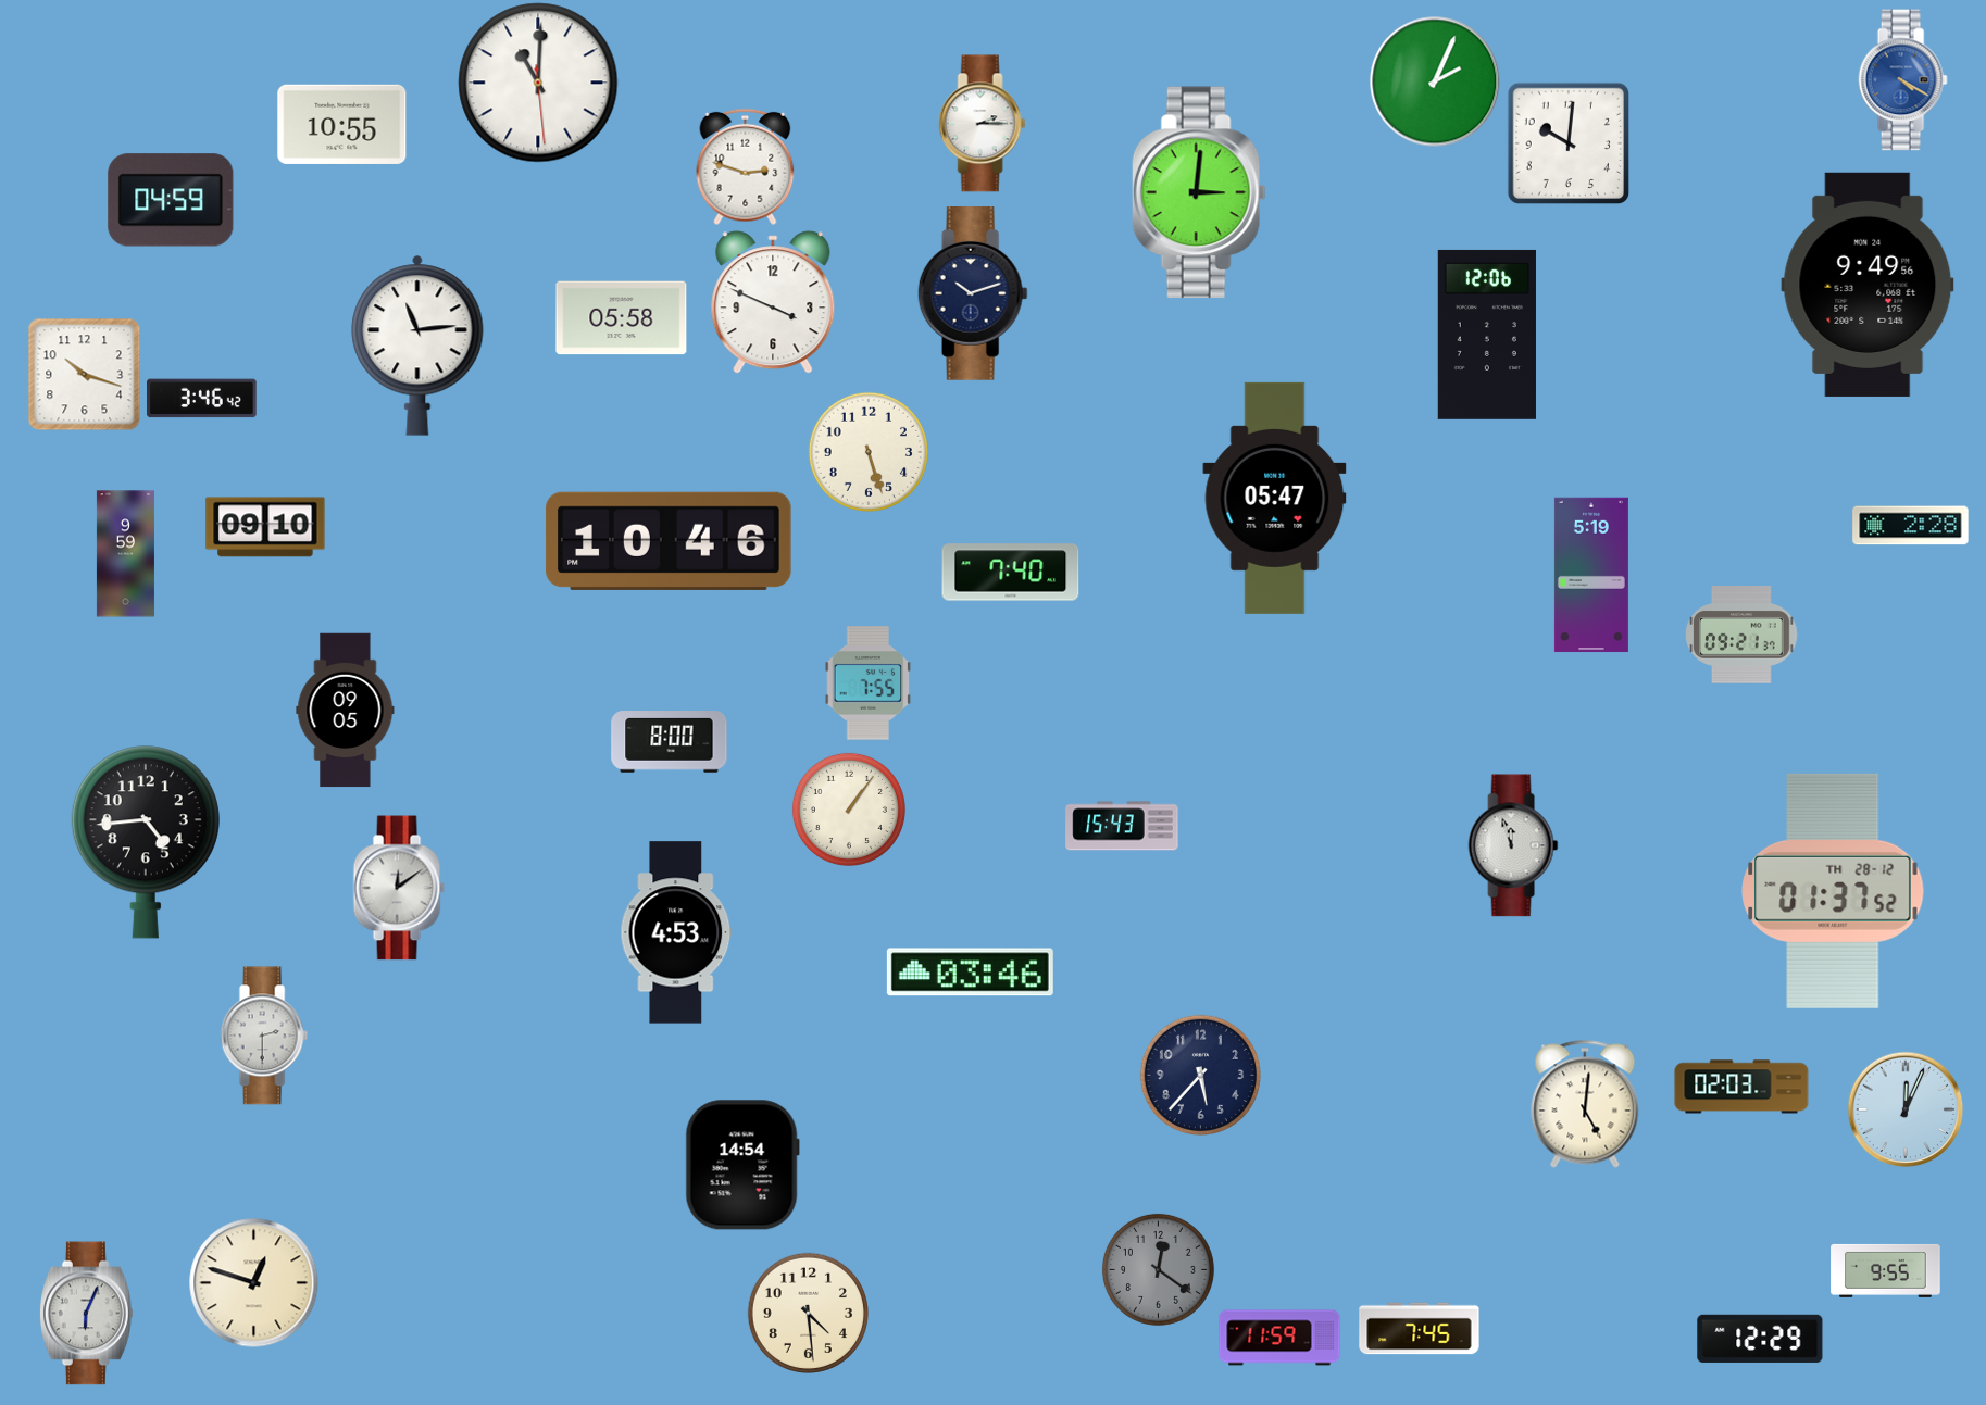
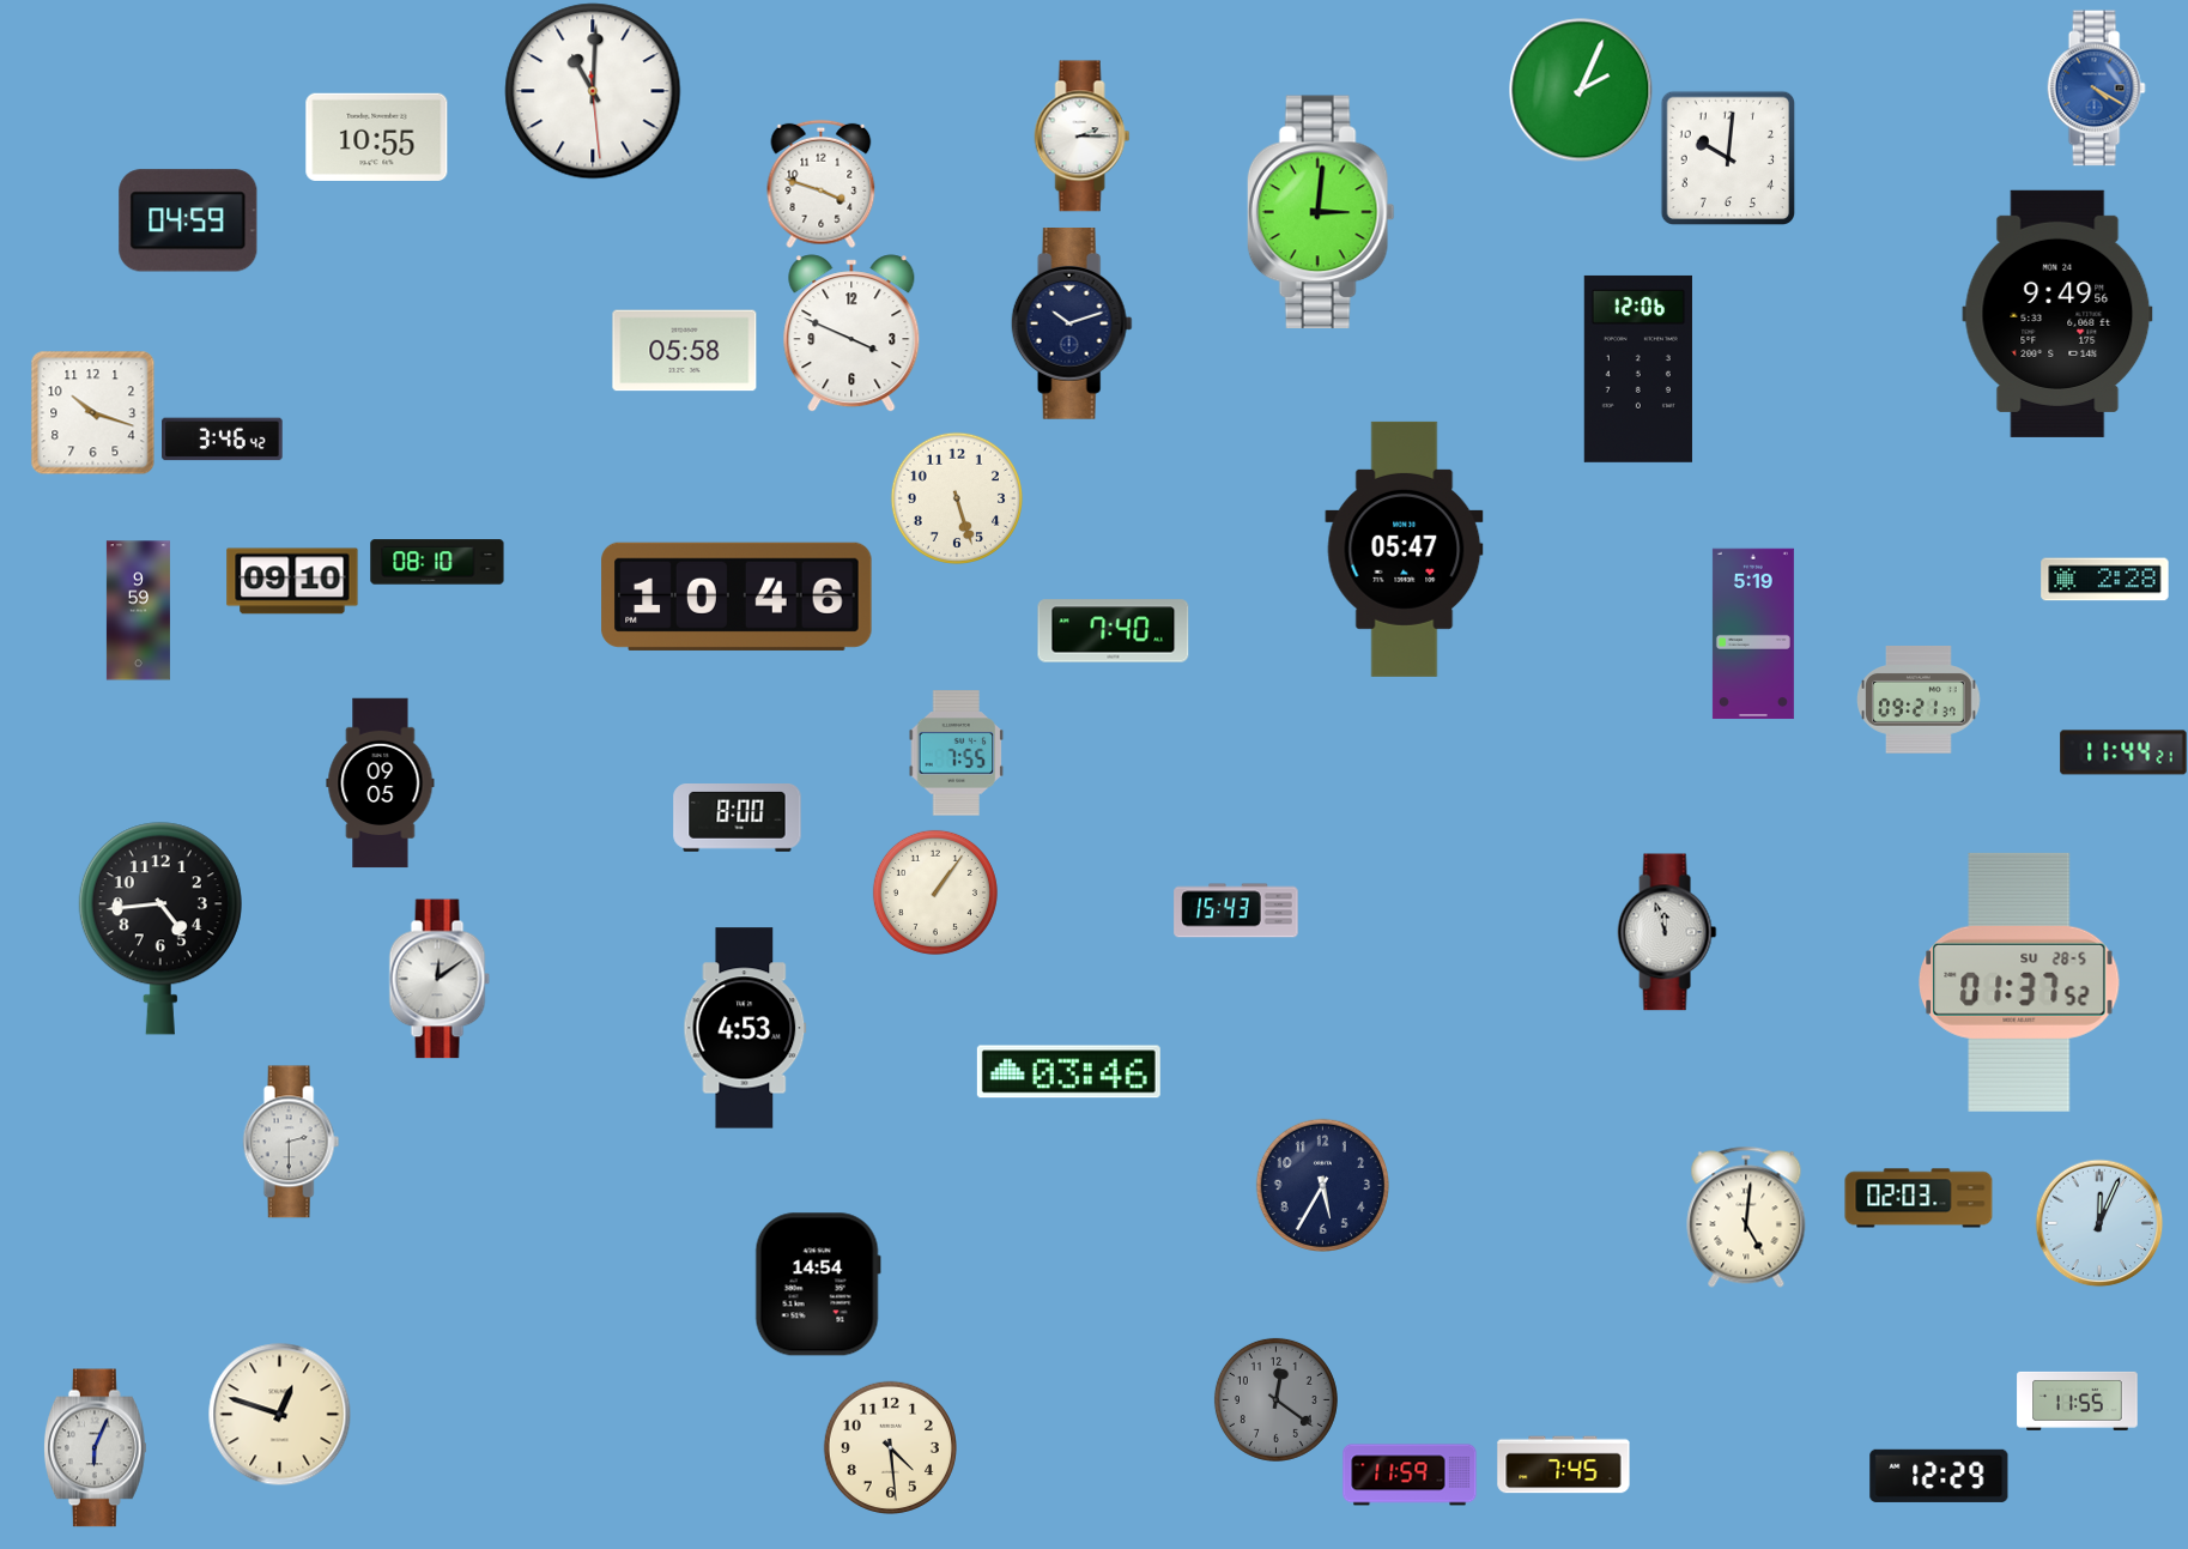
clock at (746, 166): 2:48 -> 3:48
clock at (417, 346): 11:14 -> none
clock at (437, 562): none -> 08:10
clock at (2123, 752): none -> 11:44
clock at (1833, 891) date: TH 28-12 -> SU 28-5
clock at (1200, 1075): 5:37 -> 5:35
clock at (1886, 1270): 9:55 -> 11:55
